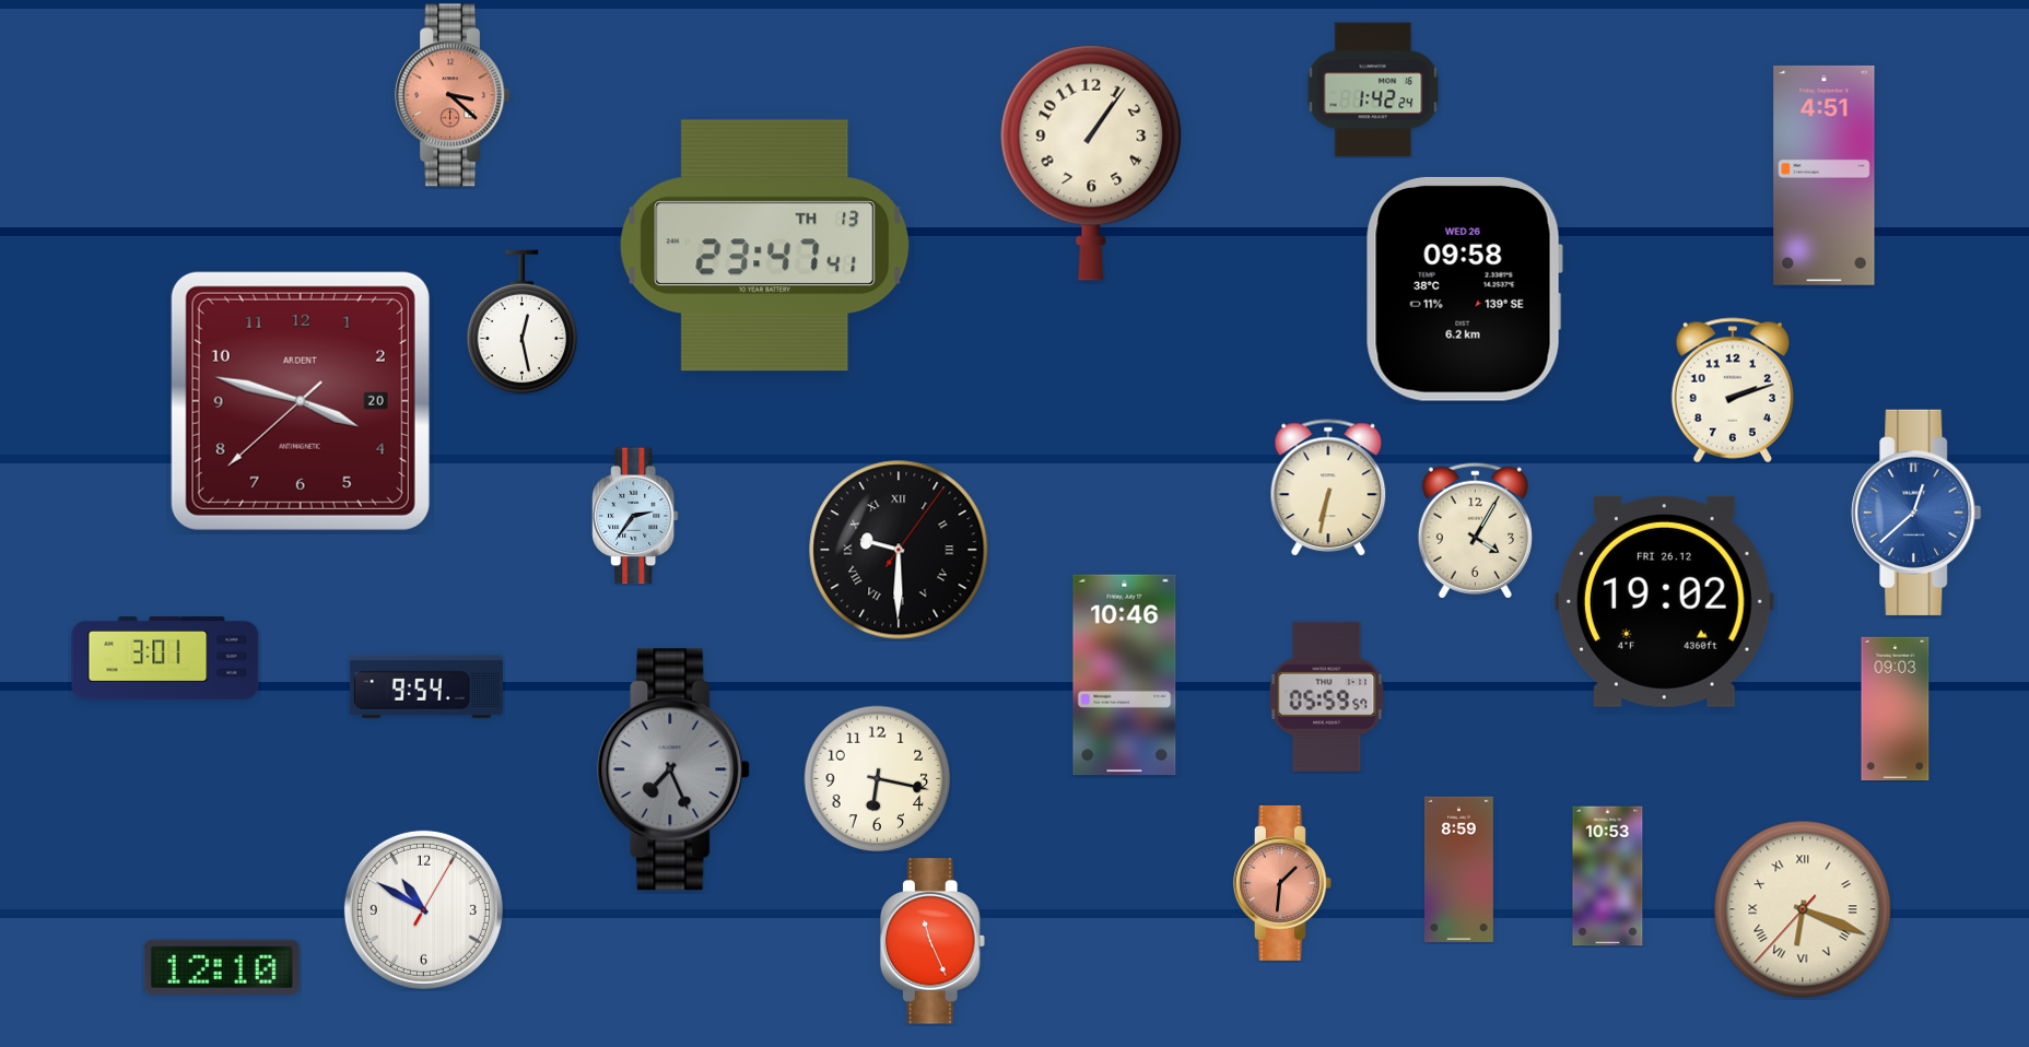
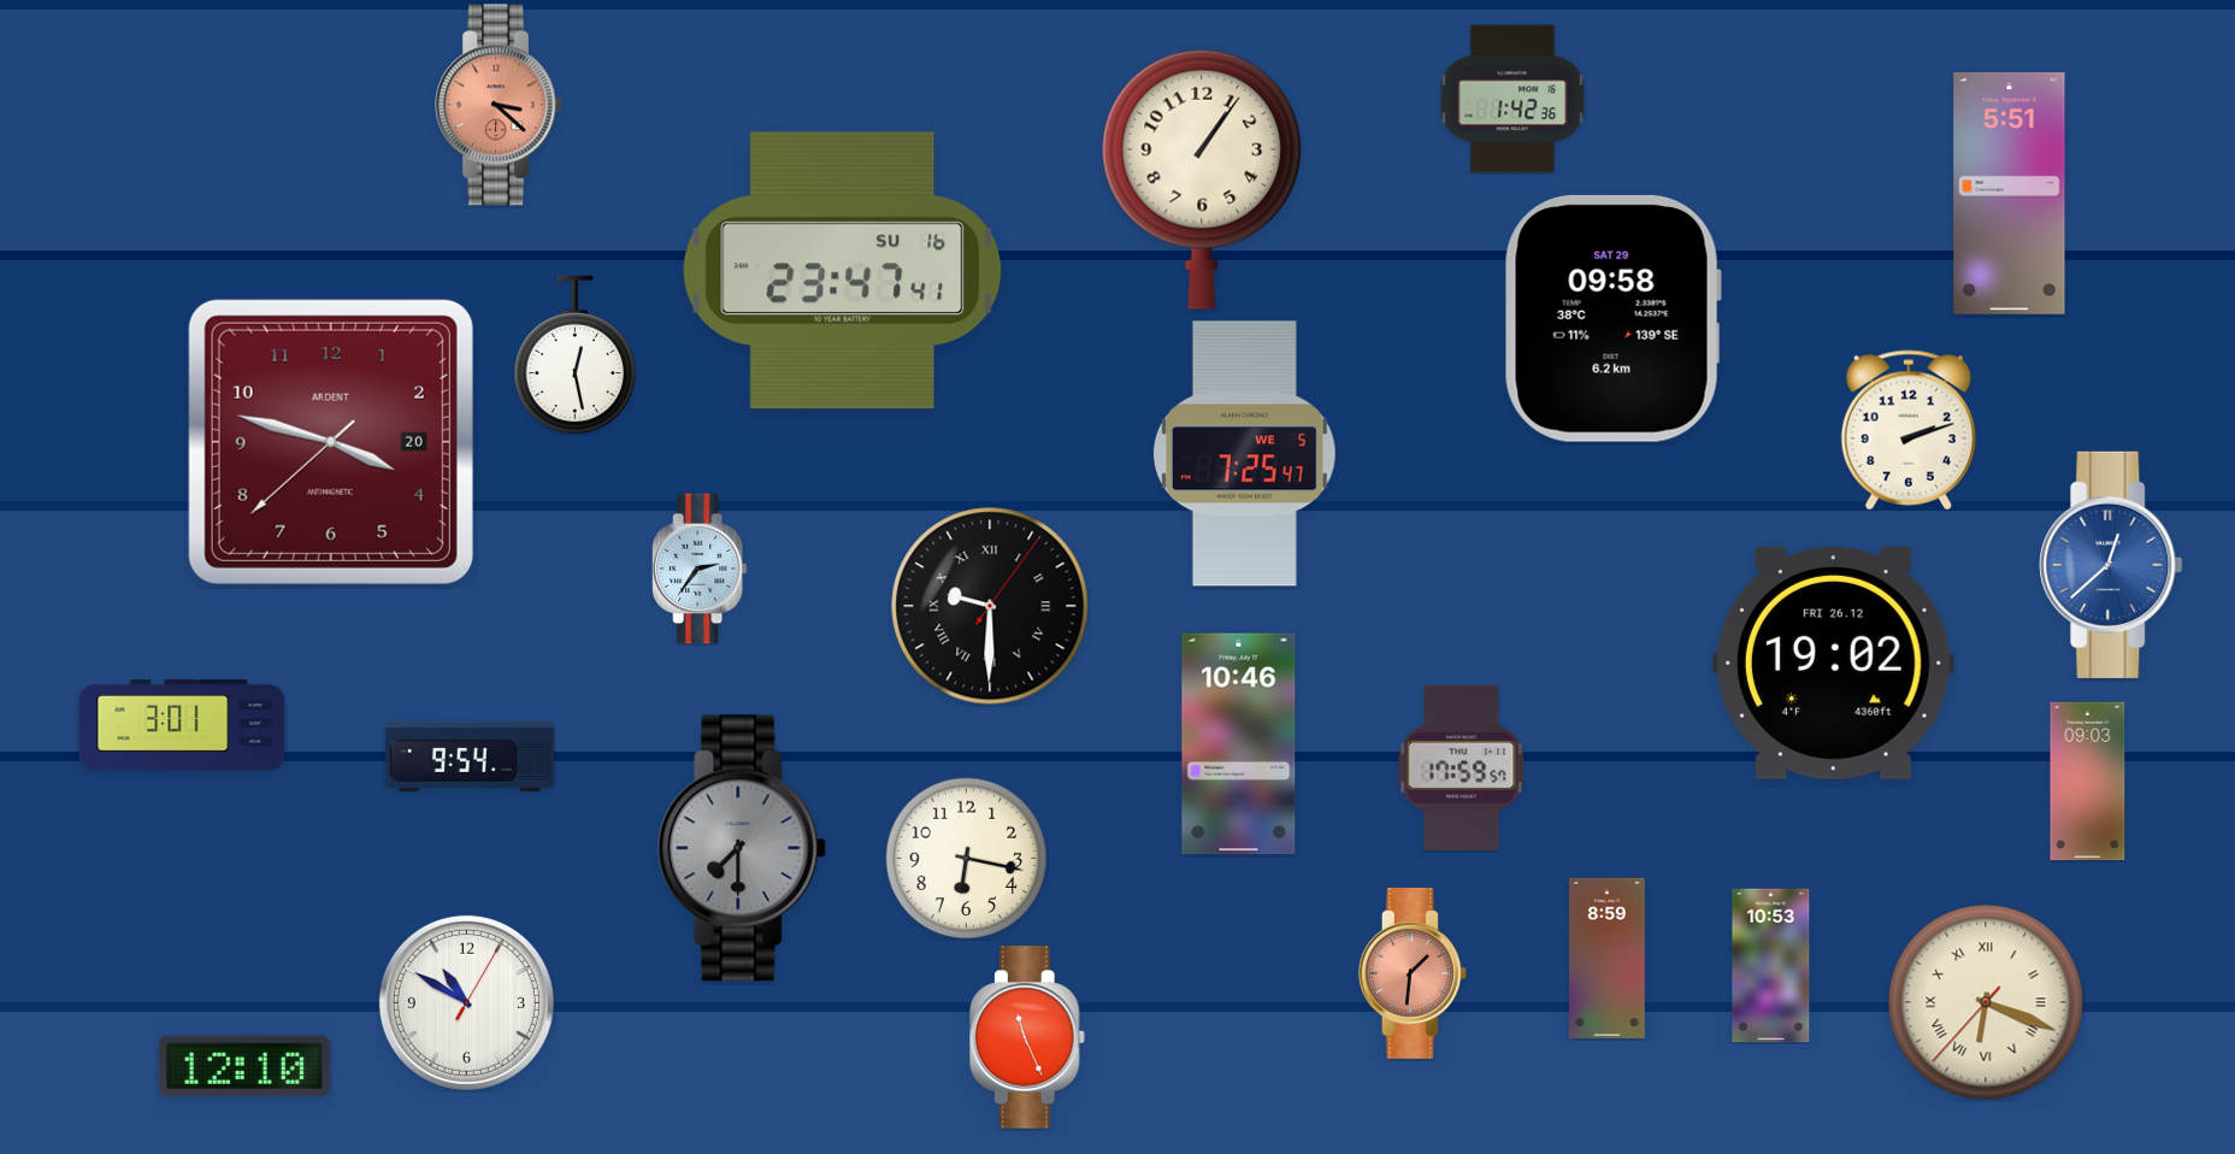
clock at (1373, 90): 1:42:24 -> 1:42:36
clock at (1825, 175): 4:51 -> 5:51
clock at (765, 246) date: TH 13 -> SU 16
clock at (1464, 289) date: WED 26 -> SAT 29
clock at (1244, 454): none -> 7:25
clock at (1328, 487): 6:32 -> none
clock at (1475, 530): 4:05 -> none
clock at (1327, 696): 05:59 -> 17:59
clock at (675, 769): 7:26 -> 7:30
